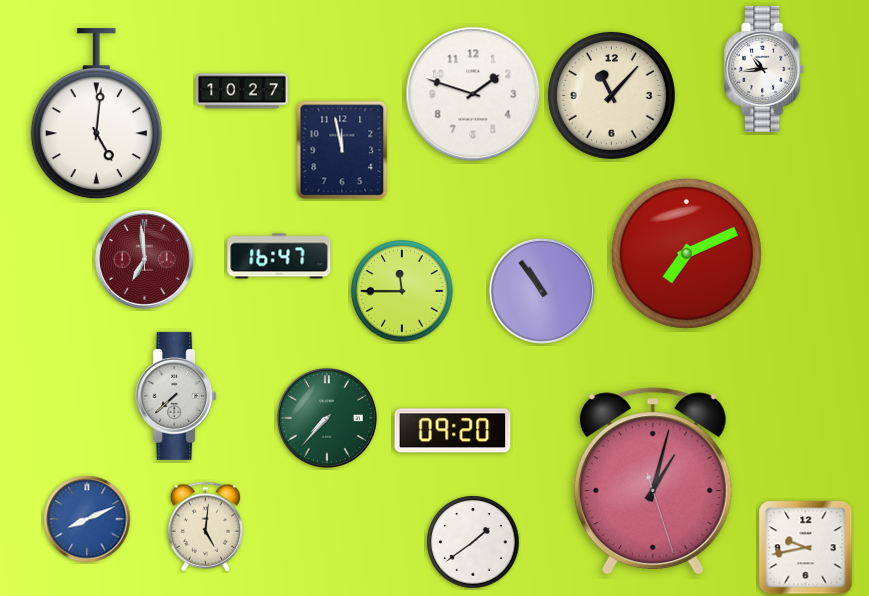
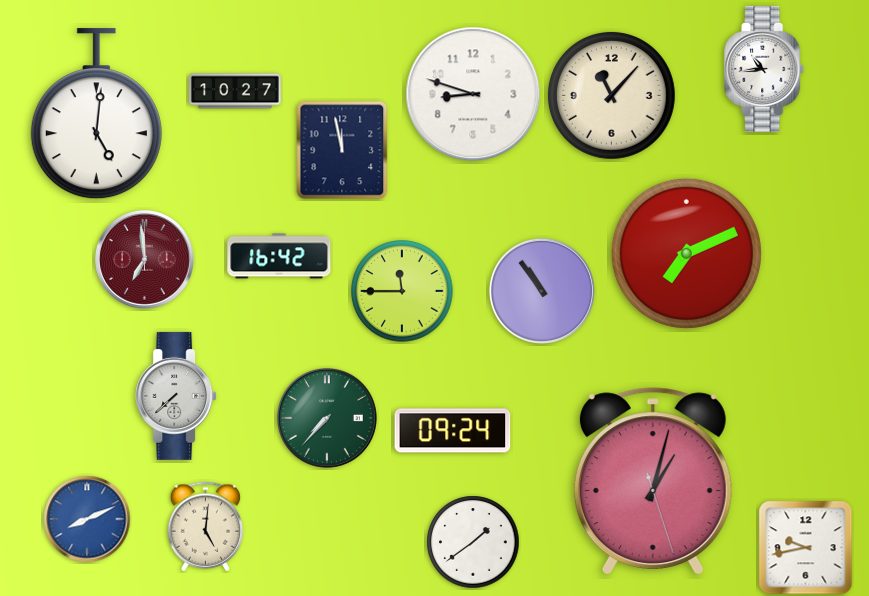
clock at (243, 91) position: (243, 91) -> (236, 91)
clock at (473, 94): 1:48 -> 8:48
clock at (279, 256): 16:47 -> 16:42
clock at (453, 431): 09:20 -> 09:24
